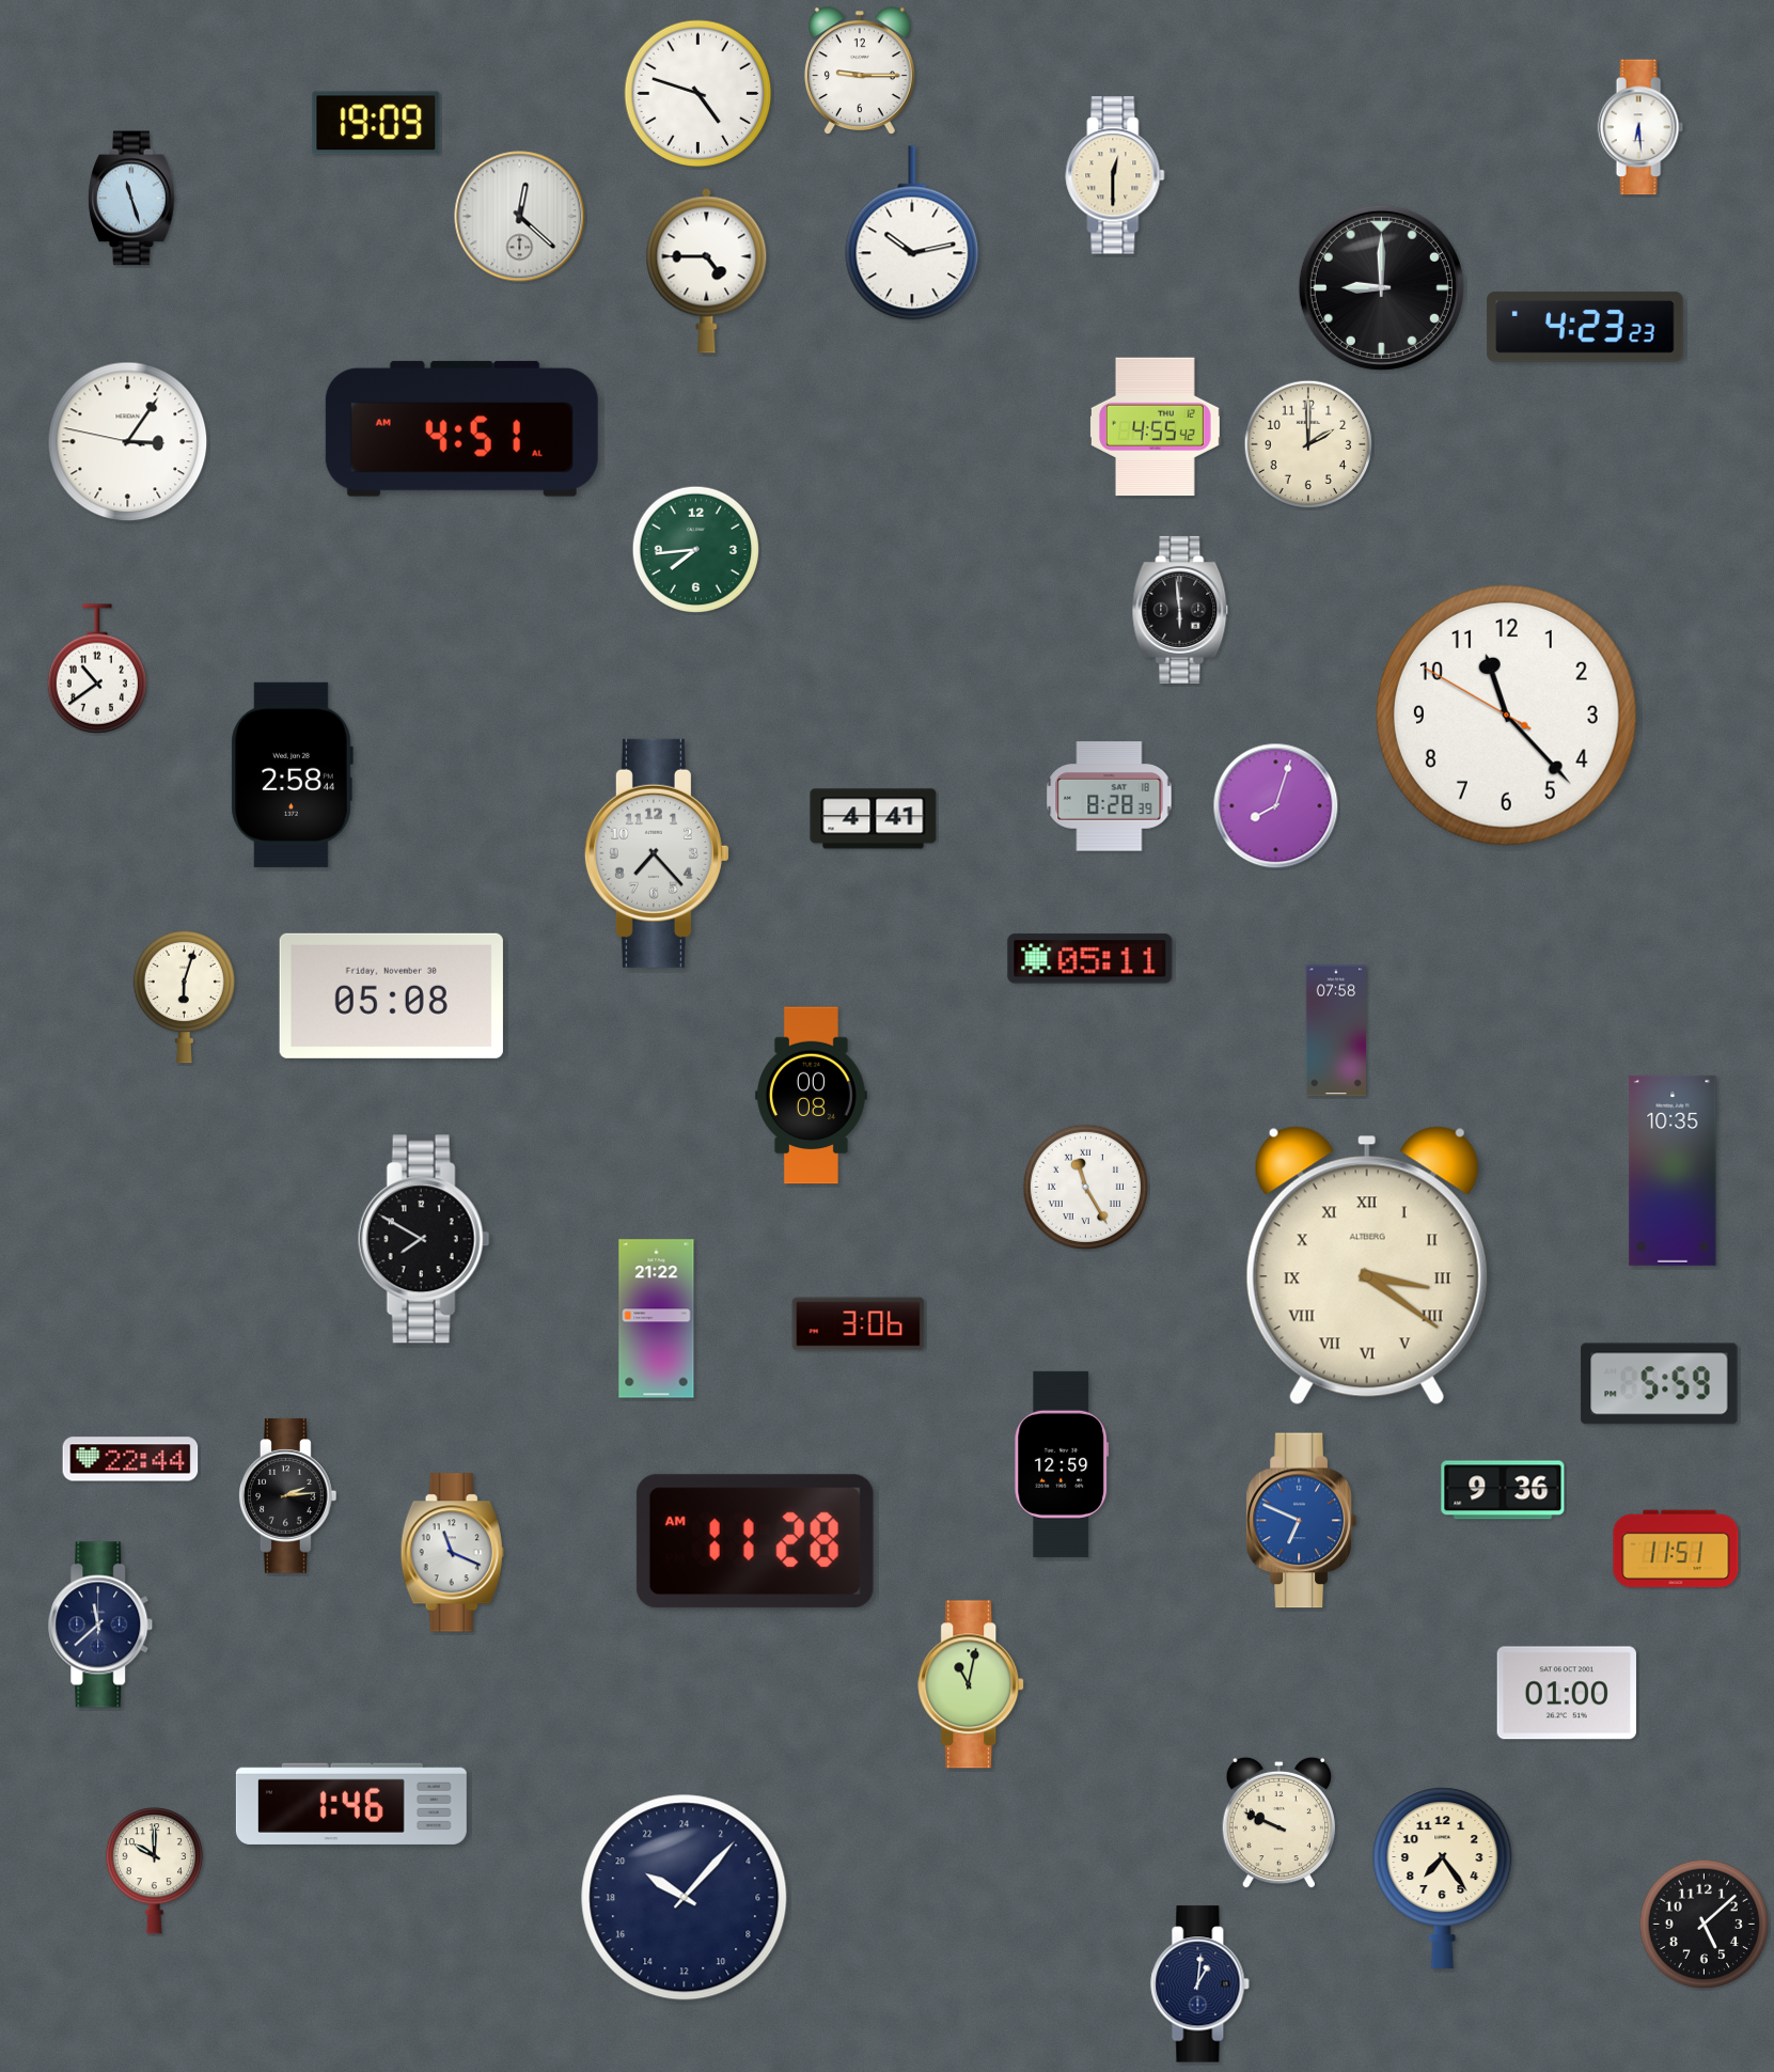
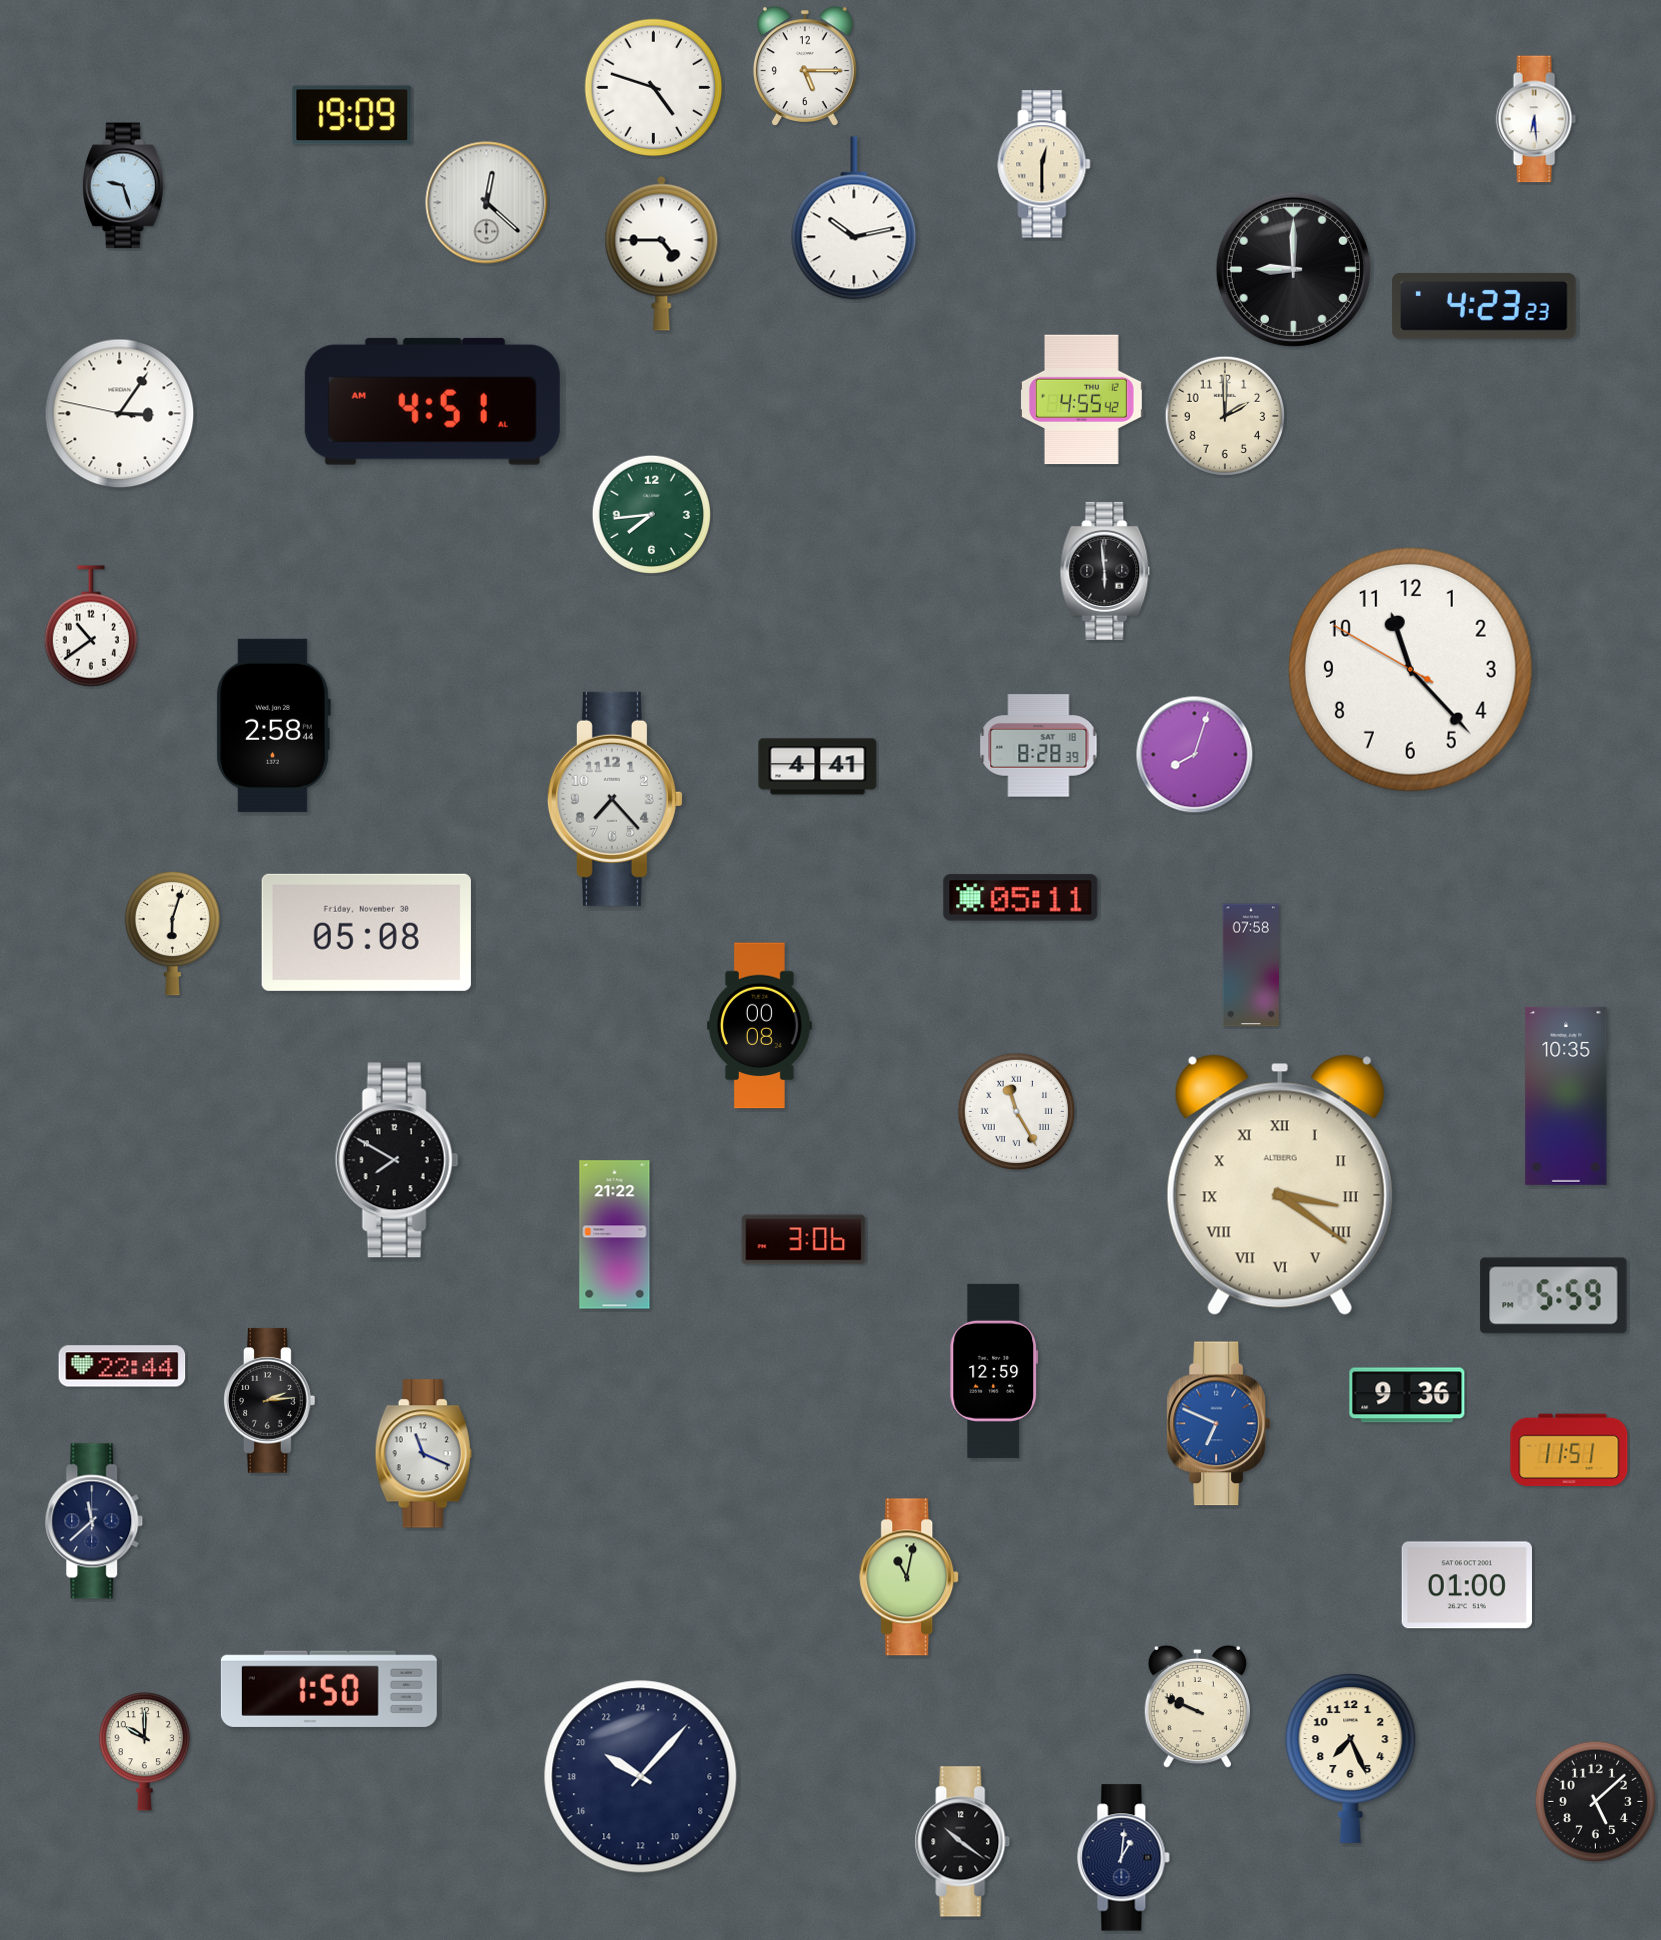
clock at (860, 70): 9:15 -> 5:15
clock at (132, 199): 11:27 -> 9:27
clock at (755, 1541): 11:28 -> none
clock at (351, 1804): 1:46 -> 1:50
clock at (1443, 1878): 7:24 -> 7:26
clock at (963, 1842): none -> 10:21
